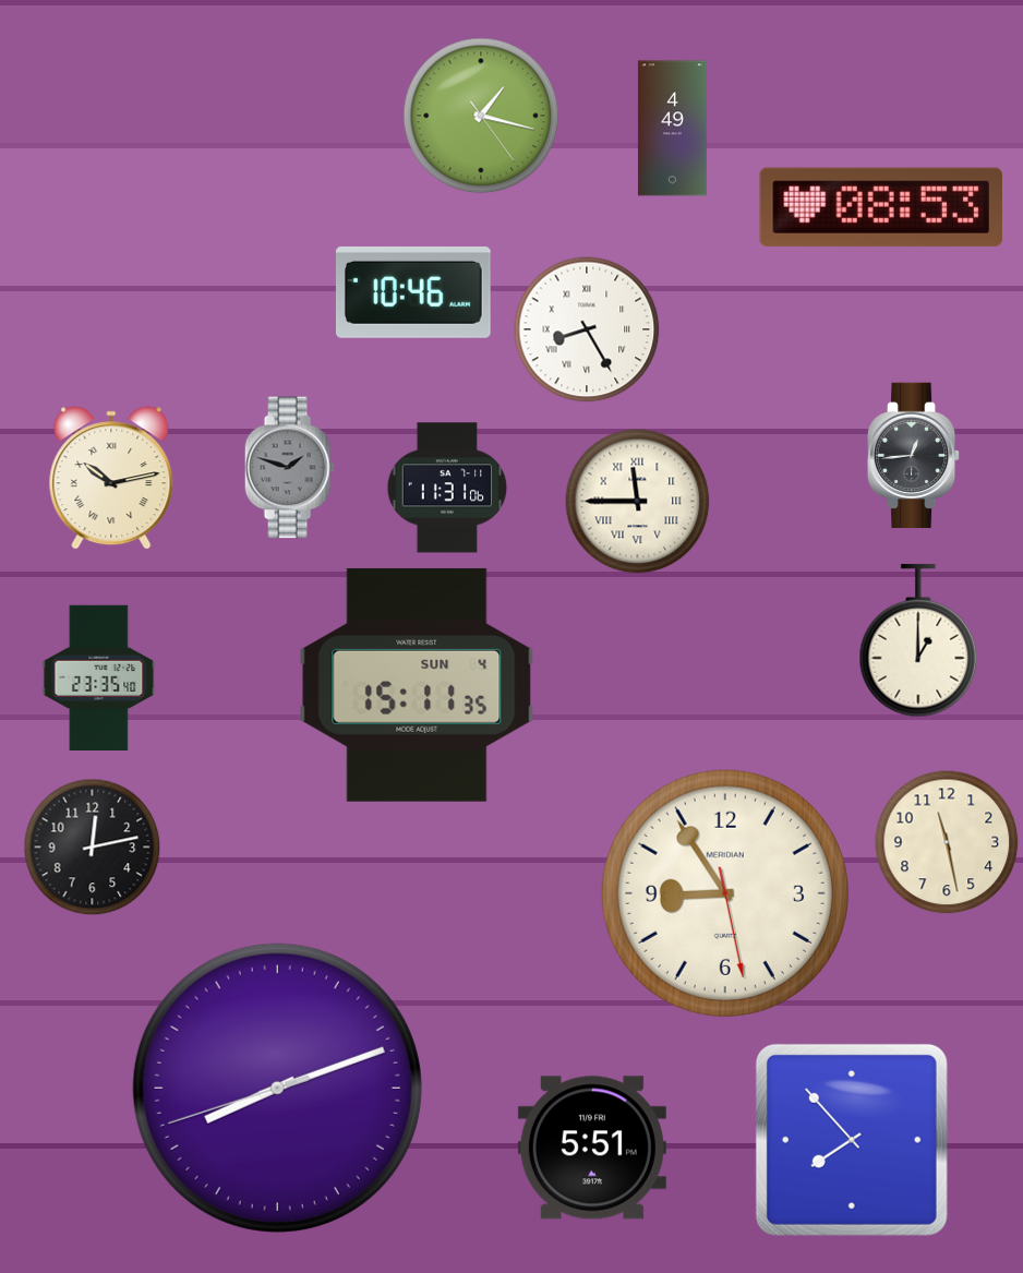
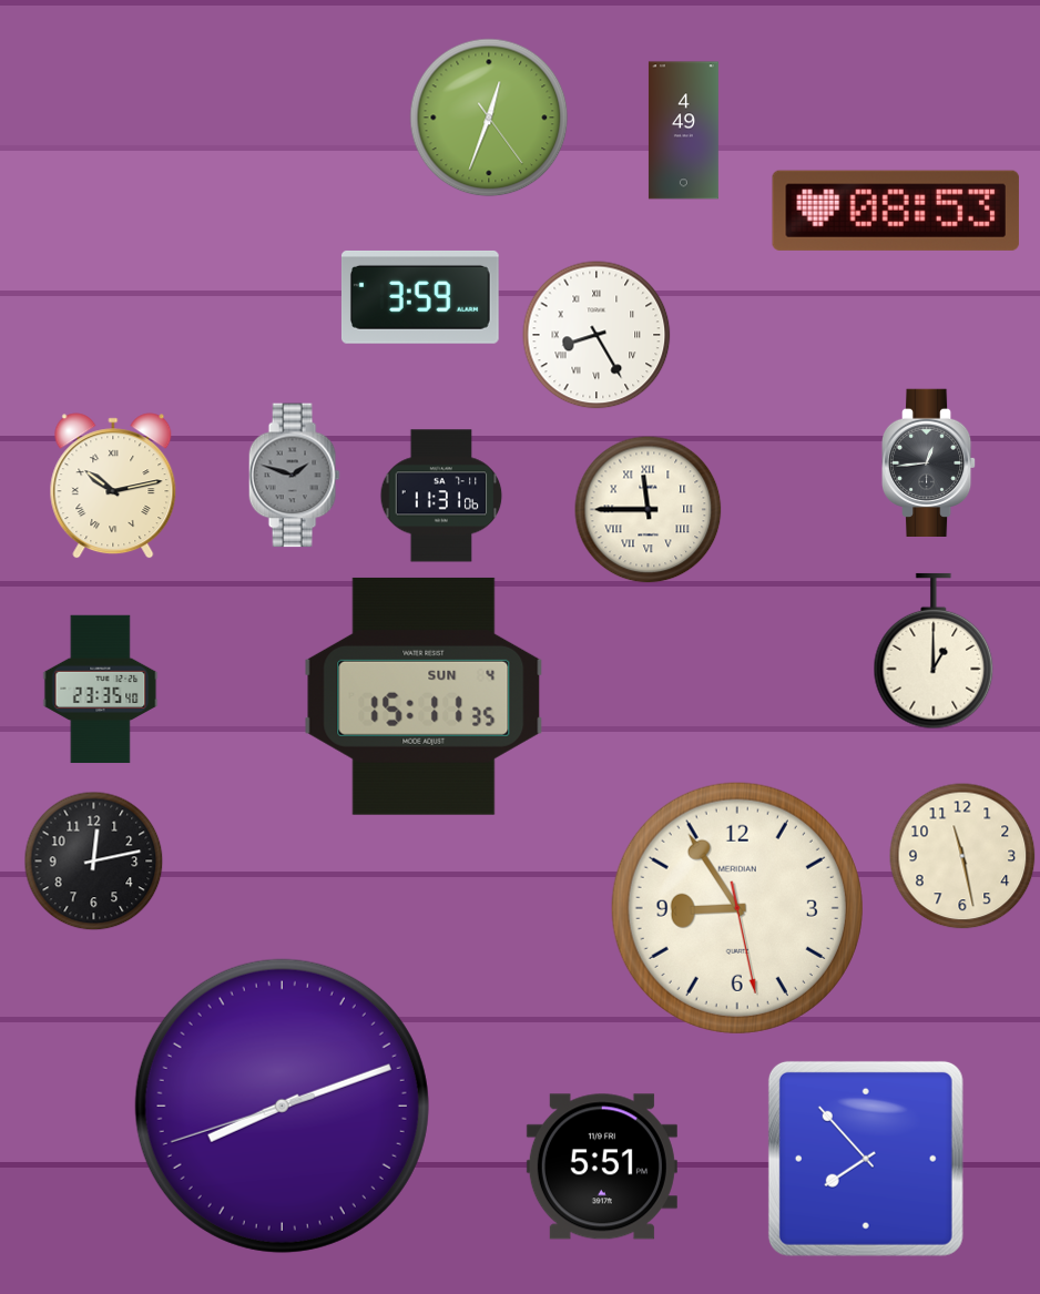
clock at (481, 116): 1:17 -> 12:33
clock at (413, 292): 10:46 -> 3:59
clock at (447, 488) position: (447, 488) -> (441, 496)
